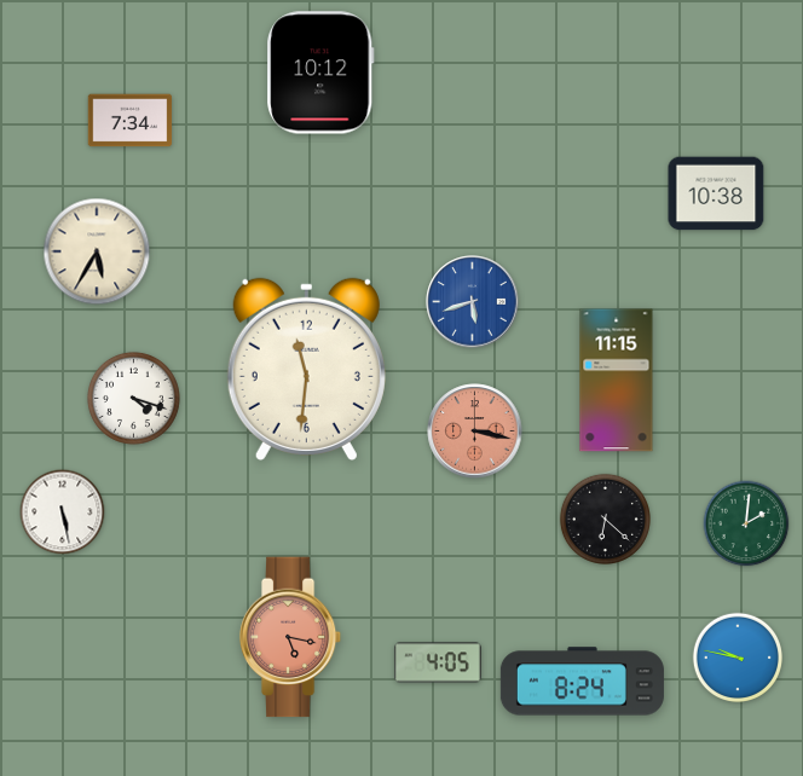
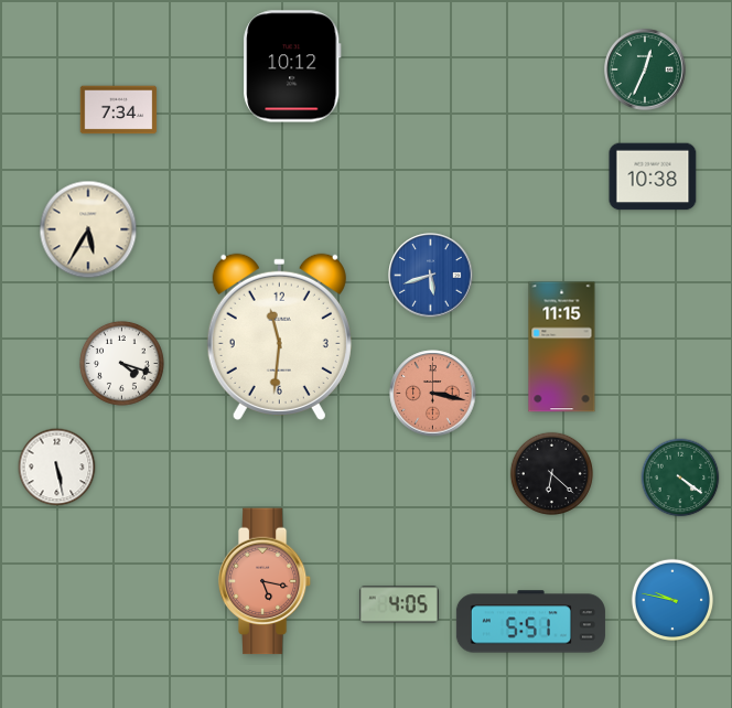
clock at (646, 71): none -> 12:34
clock at (746, 523): 2:01 -> 4:21
clock at (582, 682): 8:24 -> 5:51
